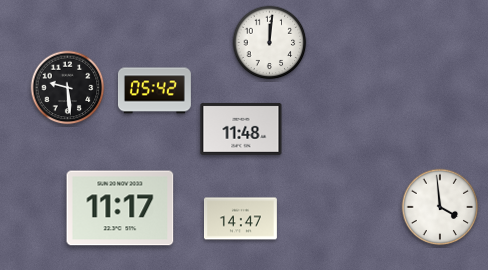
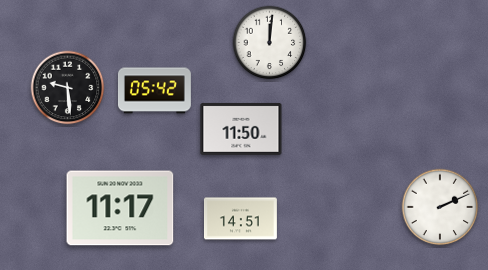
clock at (241, 129): 11:48 -> 11:50
clock at (440, 207): 3:59 -> 2:11
clock at (240, 219): 14:47 -> 14:51
